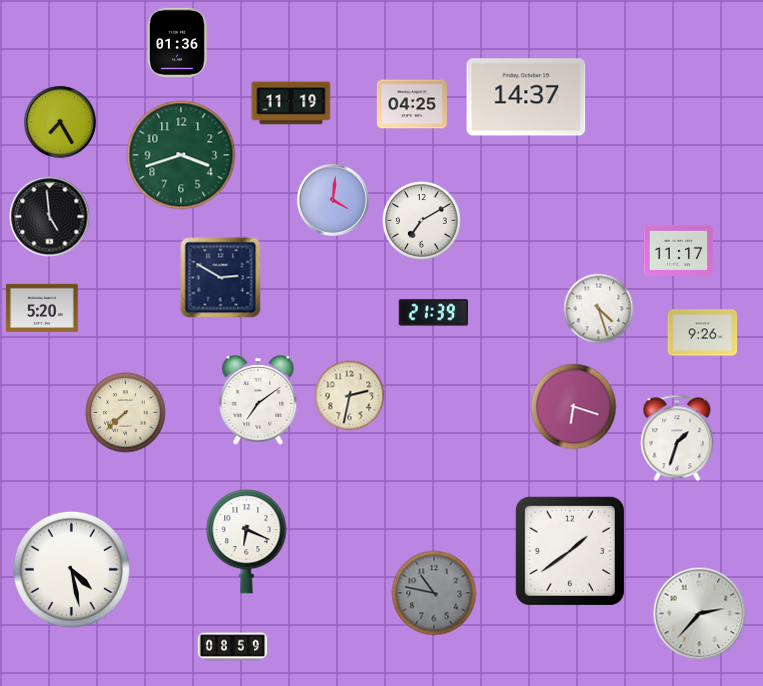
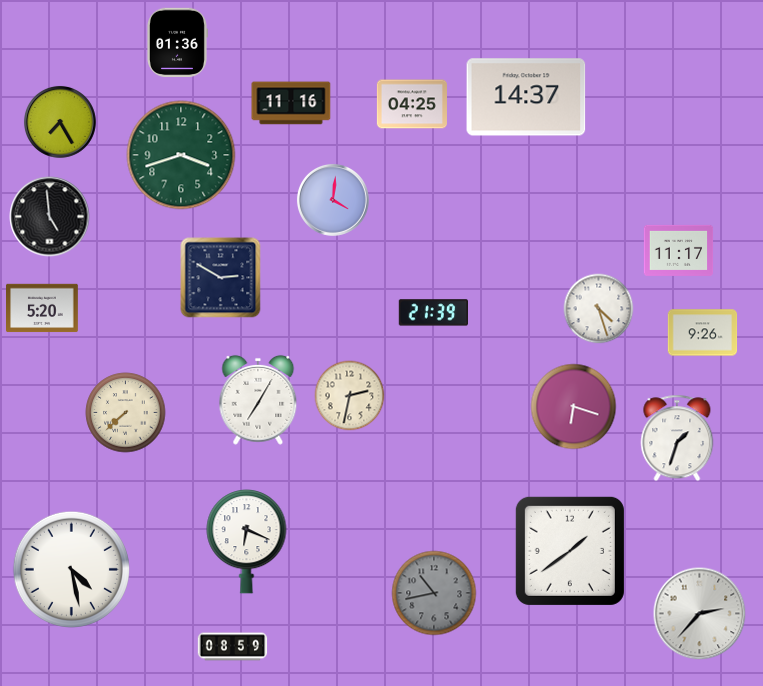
clock at (291, 103): 11:19 -> 11:16
clock at (422, 221): 7:10 -> none
clock at (258, 400): 7:09 -> 7:05
clock at (434, 593): 10:47 -> 10:43
